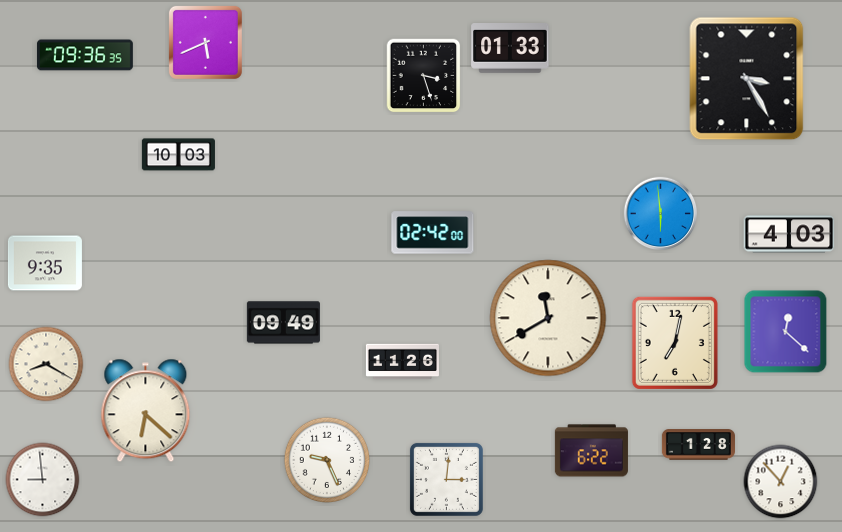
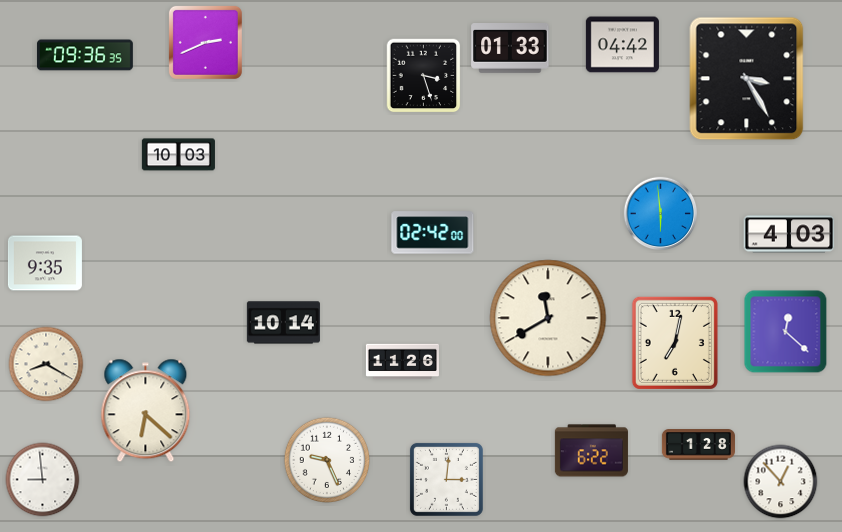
clock at (205, 42): 5:41 -> 2:41
clock at (622, 45): none -> 04:42
clock at (283, 323): 09:49 -> 10:14
